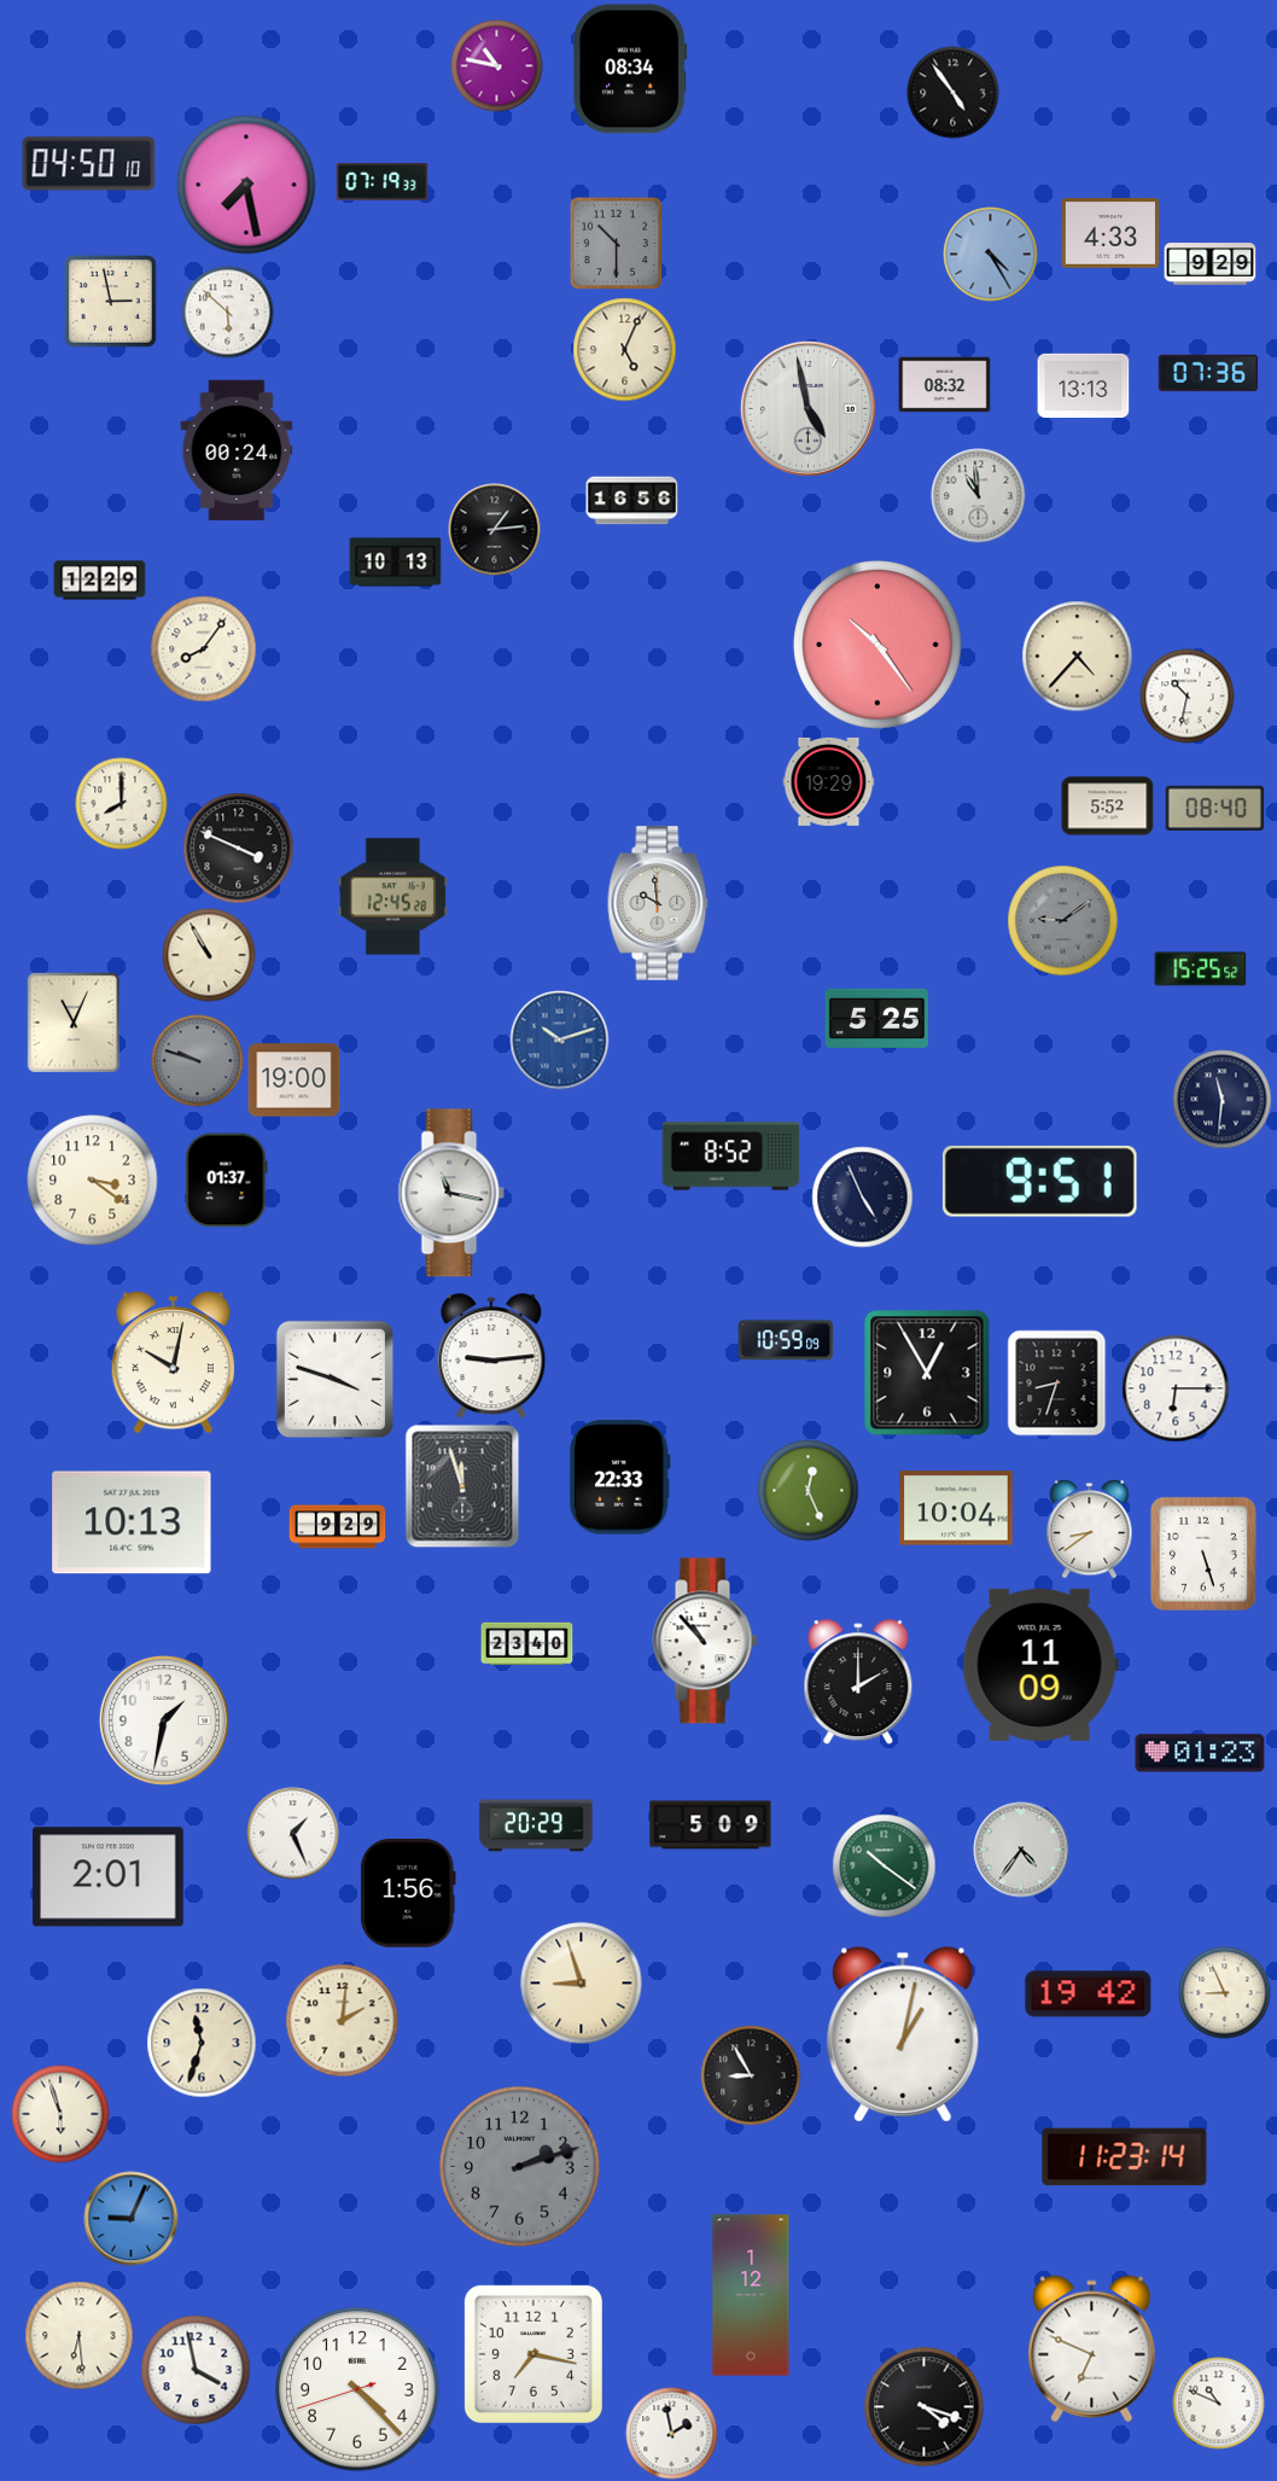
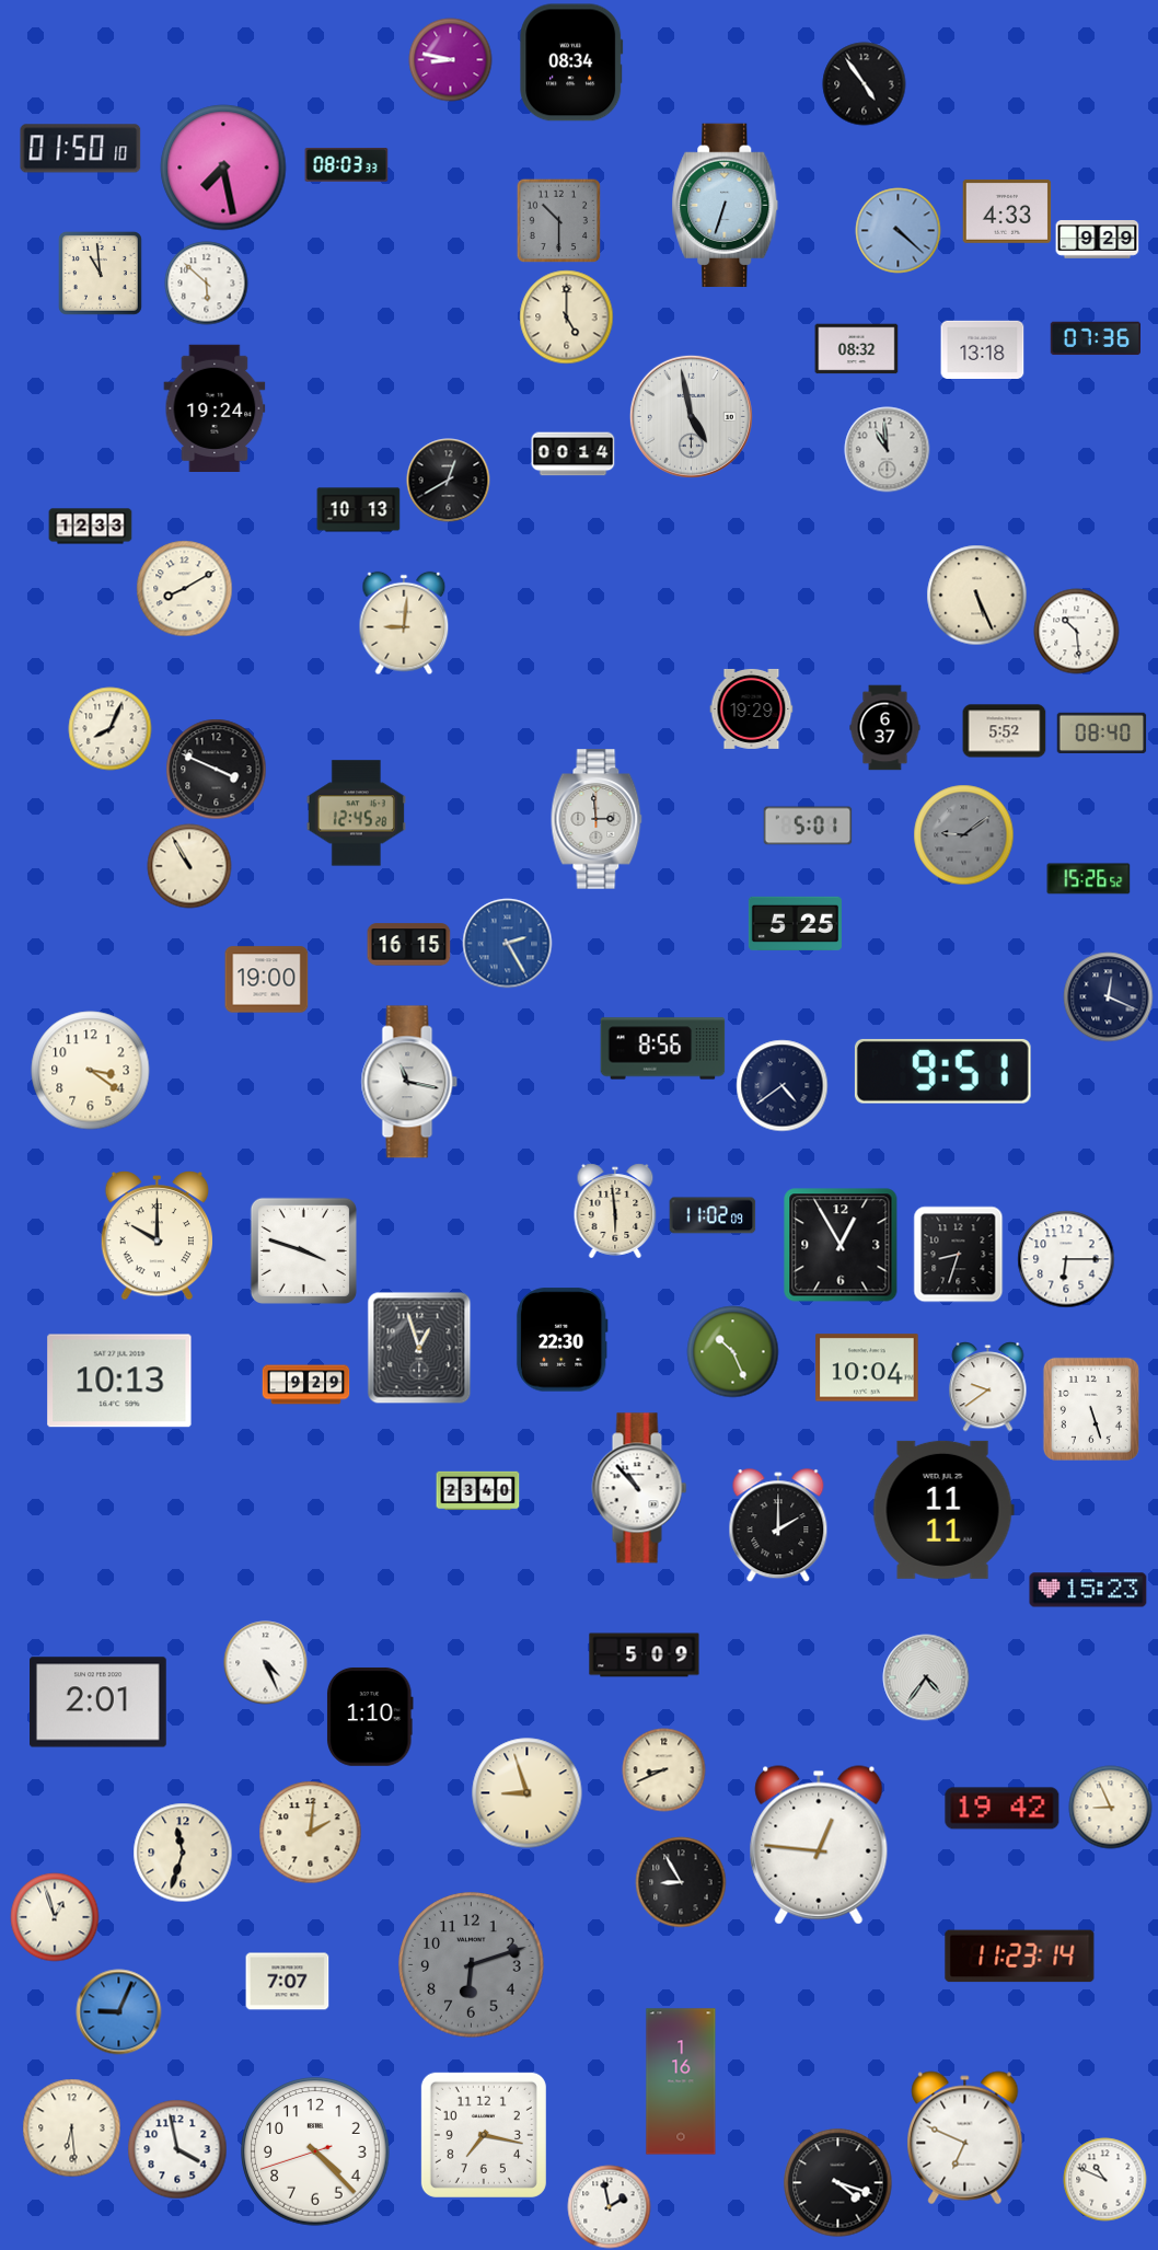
clock at (497, 66): 10:47 -> 8:47
clock at (89, 164): 04:50 -> 01:50
clock at (383, 182): 07:19 -> 08:03
clock at (726, 206): none -> 6:33
clock at (991, 255): 4:25 -> 4:22
clock at (110, 301): 2:58 -> 10:59
clock at (625, 350): 5:04 -> 5:00
clock at (1084, 385): 13:13 -> 13:18
clock at (807, 408) position: (807, 408) -> (691, 416)
clock at (237, 449): 00:24 -> 19:24
clock at (632, 501): 16:56 -> 00:14
clock at (495, 530): 1:14 -> 12:40
clock at (100, 581): 12:29 -> 12:33
clock at (877, 645): 10:24 -> none
clock at (204, 650): 8:06 -> 8:10
clock at (1078, 657): 4:37 -> 5:26
clock at (404, 623): none -> 9:01
clock at (1188, 697): 10:32 -> 10:29
clock at (885, 728): none -> 6:37
clock at (122, 804): 8:00 -> 8:04
clock at (658, 903): 9:59 -> 2:59
clock at (808, 826): none -> 5:01
clock at (1201, 969): 15:25 -> 15:26
clock at (74, 1021): 11:04 -> none
clock at (560, 1041): 10:12 -> 2:25
clock at (409, 945): none -> 16:15
clock at (198, 1061): 9:48 -> none
clock at (1223, 1100): 11:31 -> 12:19
clock at (731, 1157): 8:52 -> 8:56
clock at (93, 1181) position: (93, 1181) -> (91, 1071)
clock at (227, 1181): 01:37 -> none
clock at (863, 1198): 4:56 -> 4:39
clock at (615, 1211): none -> 5:59
clock at (786, 1340): 10:59 -> 11:02
clock at (491, 1357): 9:14 -> none
clock at (173, 1363): 10:02 -> 10:00
clock at (619, 1478): 22:33 -> 22:30
clock at (462, 1486): 11:57 -> 12:57
clock at (809, 1491): 12:26 -> 10:26
clock at (1090, 1530): 8:39 -> 9:39
clock at (1040, 1665): 11:09 -> 11:11
clock at (164, 1720): 1:32 -> none
clock at (1200, 1753): 01:23 -> 15:23
clock at (536, 1825): 20:29 -> none
clock at (293, 1834): 1:26 -> 4:26
clock at (885, 1866): 10:21 -> none
clock at (409, 1893): 1:56 -> 1:10
clock at (664, 1770): none -> 8:41
clock at (582, 1984) position: (582, 1984) -> (528, 1793)
clock at (1089, 1994) position: (1089, 1994) -> (1003, 1809)
clock at (903, 2034): 1:02 -> 12:46
clock at (60, 2114): 5:57 -> 12:57
clock at (520, 2167): 2:12 -> 6:12
clock at (288, 1982): none -> 7:07
clock at (751, 2295): 1:12 -> 1:16
clock at (80, 2336) position: (80, 2336) -> (72, 2128)
clock at (1092, 2349) position: (1092, 2349) -> (965, 2138)
clock at (357, 2389) position: (357, 2389) -> (315, 2151)
